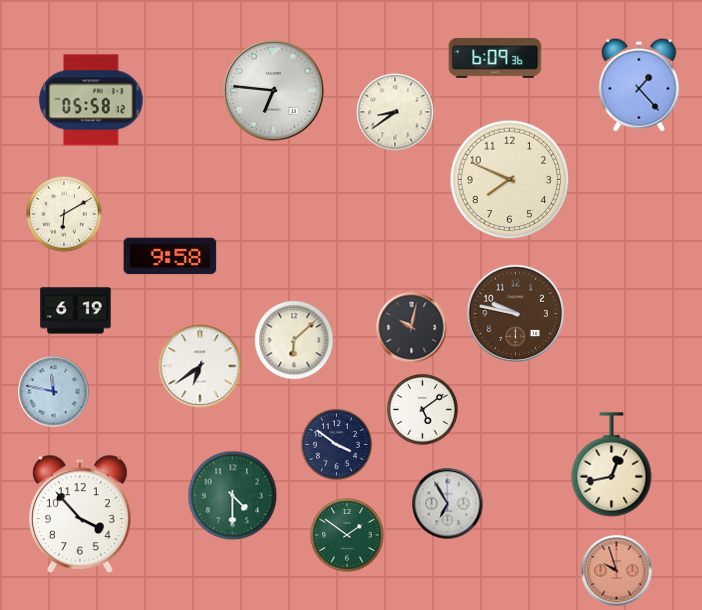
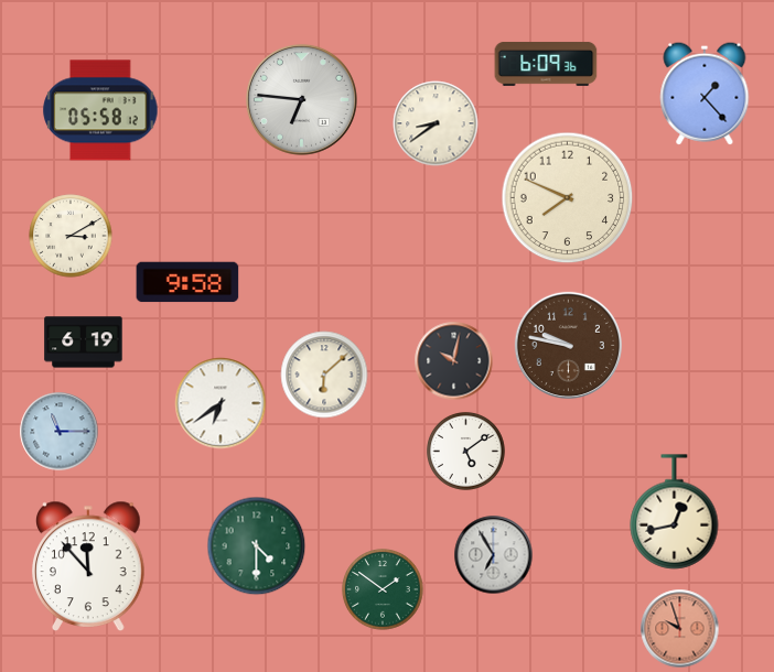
clock at (510, 180) position: (510, 180) -> (568, 198)
clock at (64, 214): 6:10 -> 3:10
clock at (54, 392): 11:47 -> 11:15
clock at (336, 444): 3:51 -> none
clock at (81, 513): 3:53 -> 11:53
